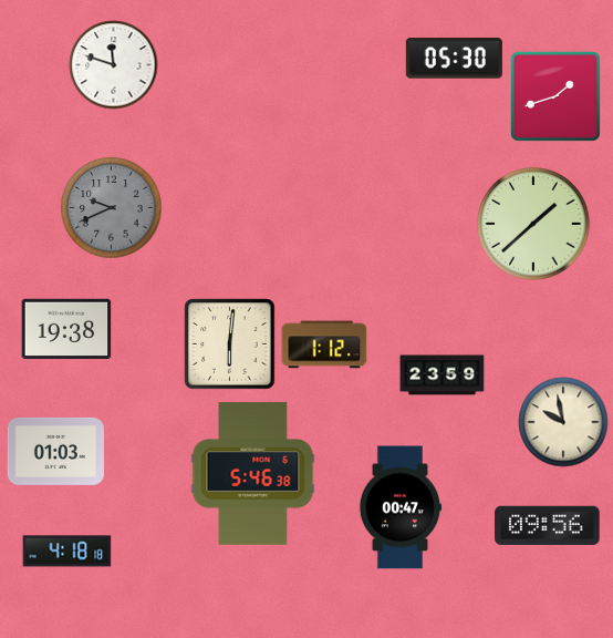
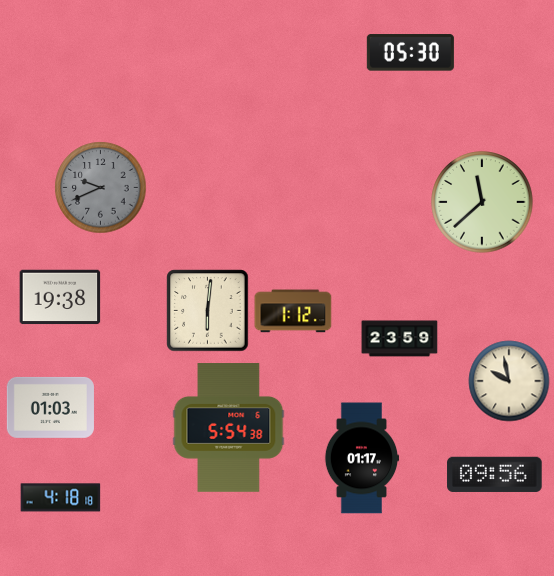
clock at (114, 65): 11:48 -> none
clock at (555, 96): 1:42 -> none
clock at (533, 224): 1:38 -> 11:38
clock at (253, 474): 5:46 -> 5:54
clock at (401, 507): 00:47 -> 01:17
